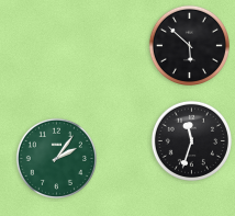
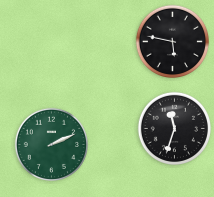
clock at (189, 45): 5:52 -> 5:47
clock at (56, 158): 2:06 -> 2:11
